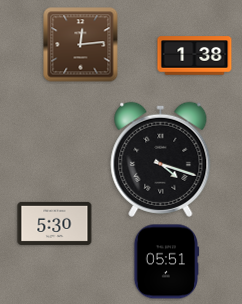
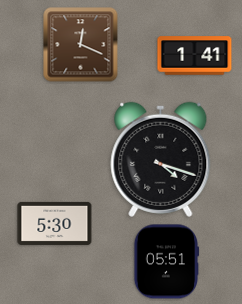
clock at (81, 45): 12:14 -> 12:19
clock at (195, 56): 1:38 -> 1:41
